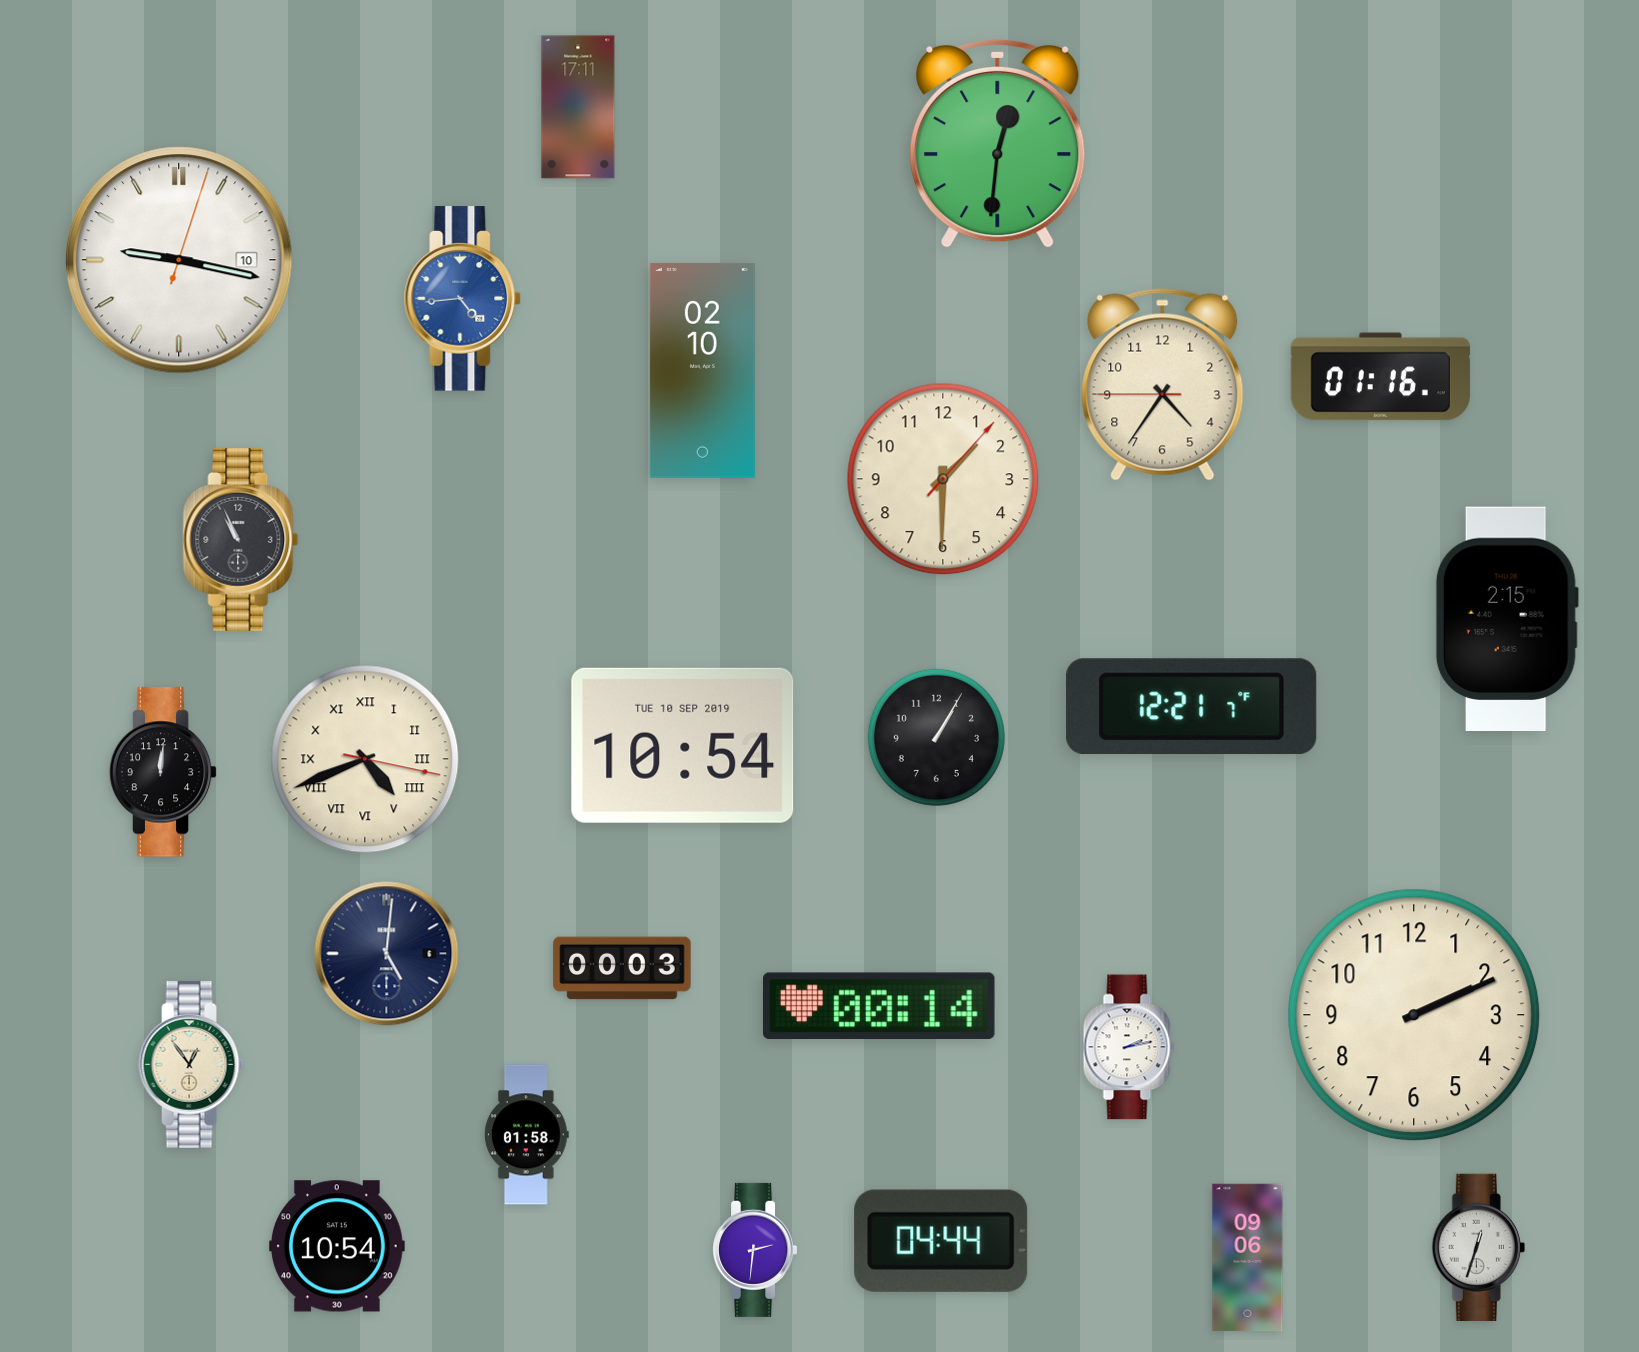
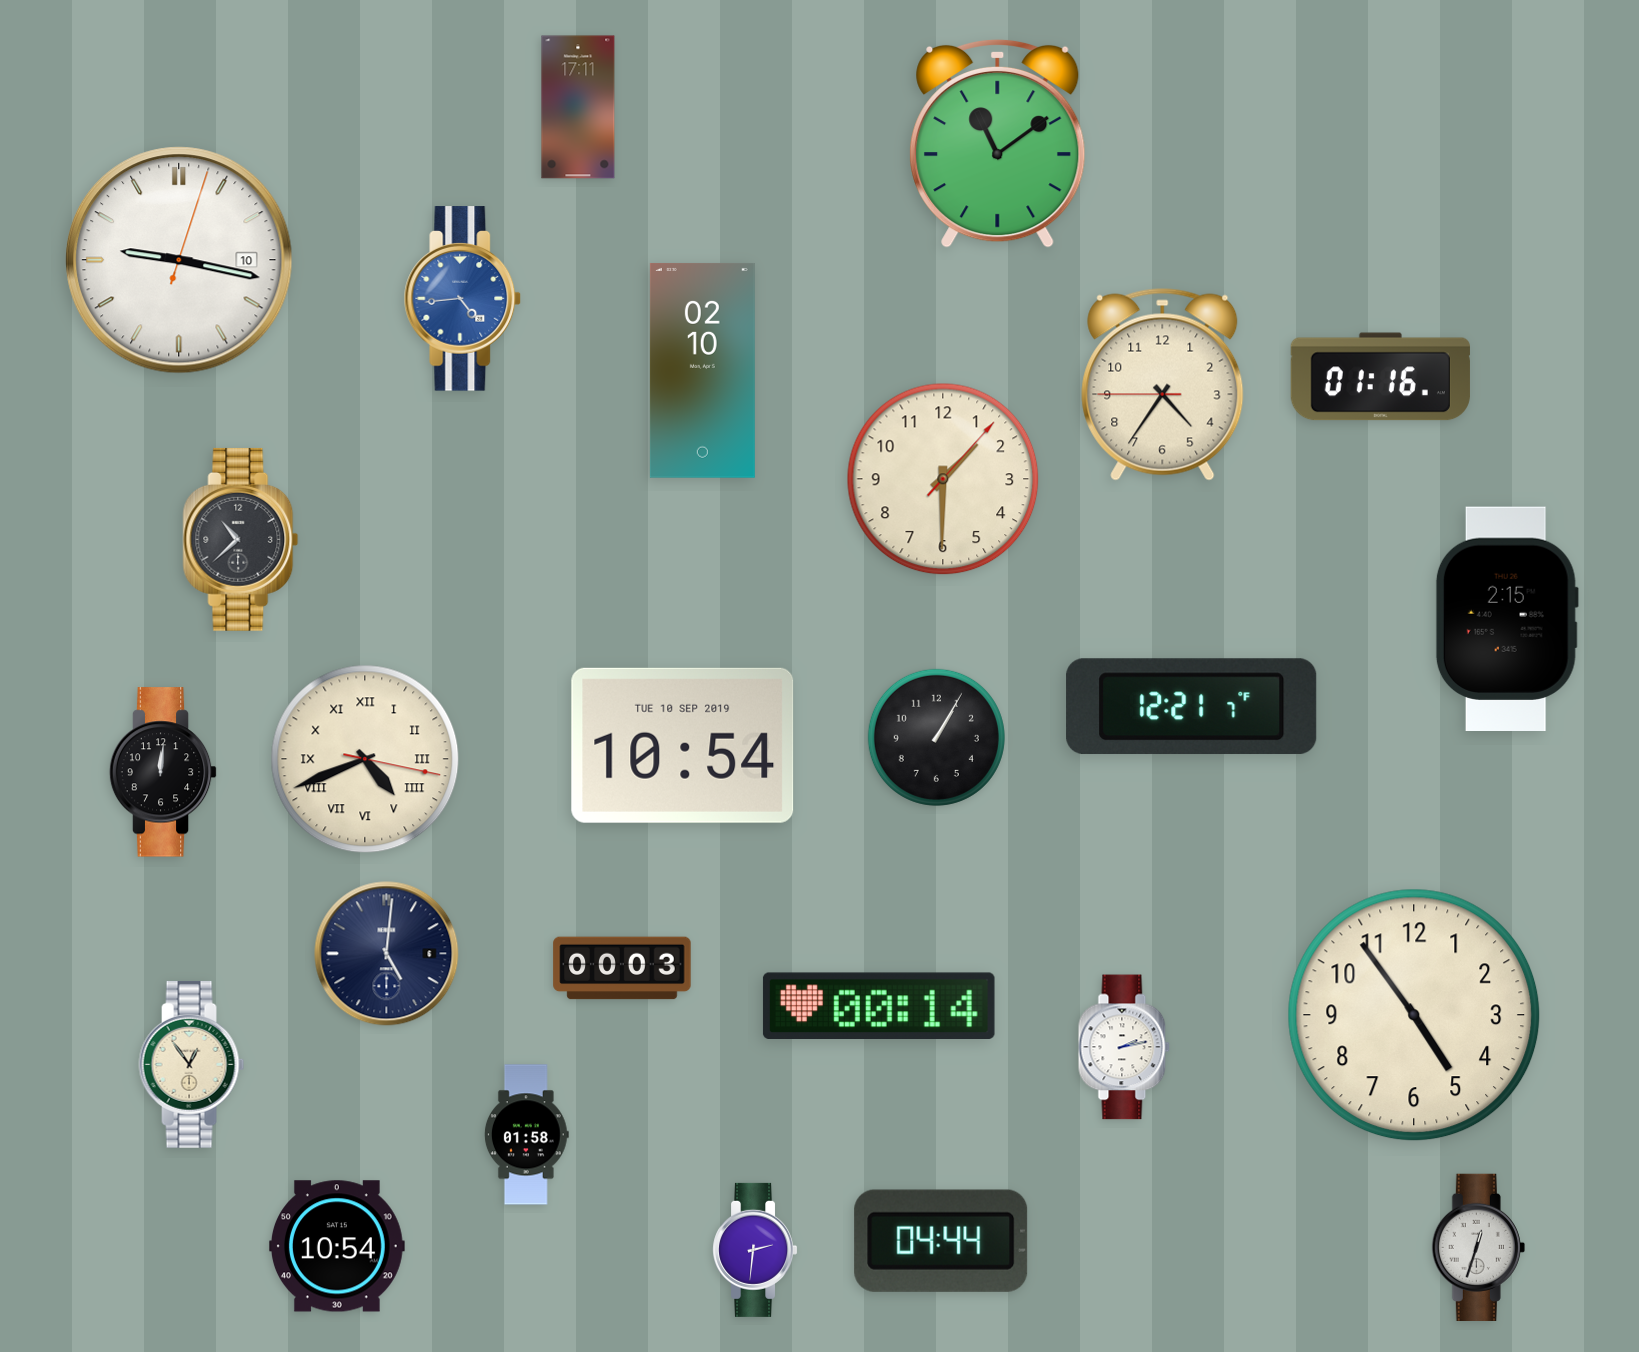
clock at (998, 143): 12:31 -> 11:09
clock at (241, 539): 10:56 -> 10:38
clock at (1414, 1015): 2:11 -> 4:54
clock at (1129, 1047) position: (1129, 1047) -> (1124, 1047)
clock at (1248, 1258): 09:06 -> none
